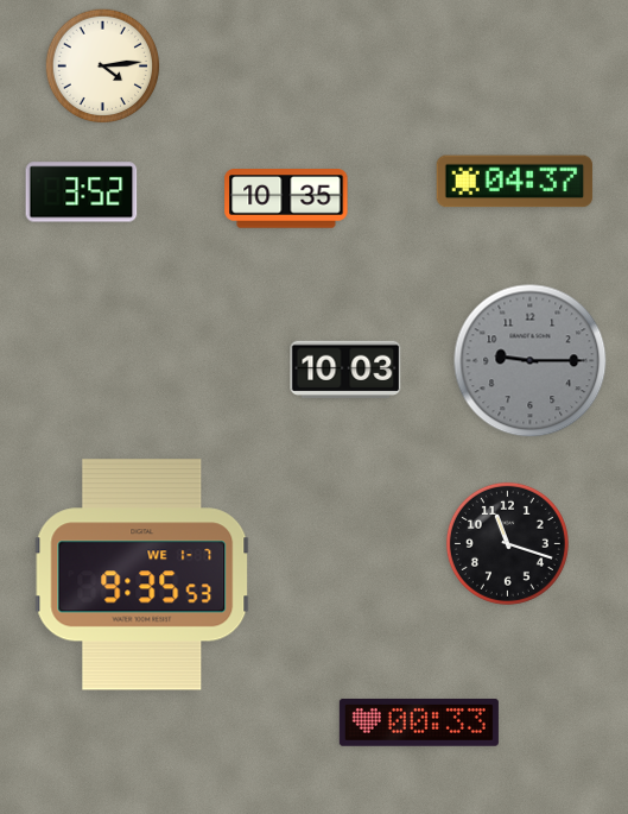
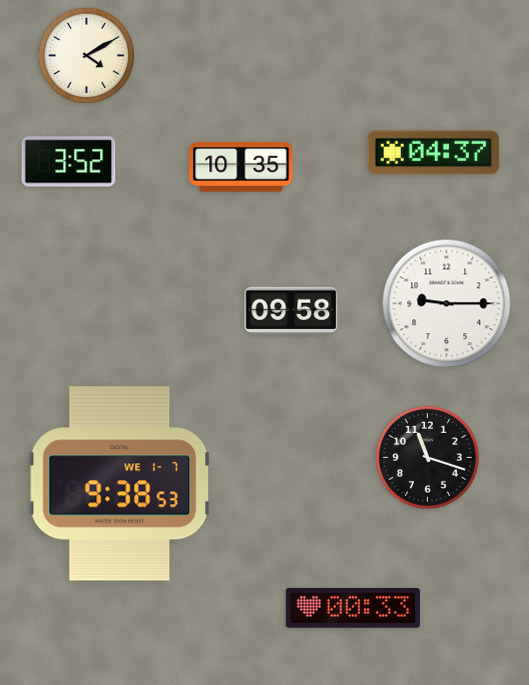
clock at (103, 67): 4:14 -> 4:10
clock at (531, 361) dial: grey -> white
clock at (345, 370): 10:03 -> 09:58
clock at (142, 575): 9:35 -> 9:38
